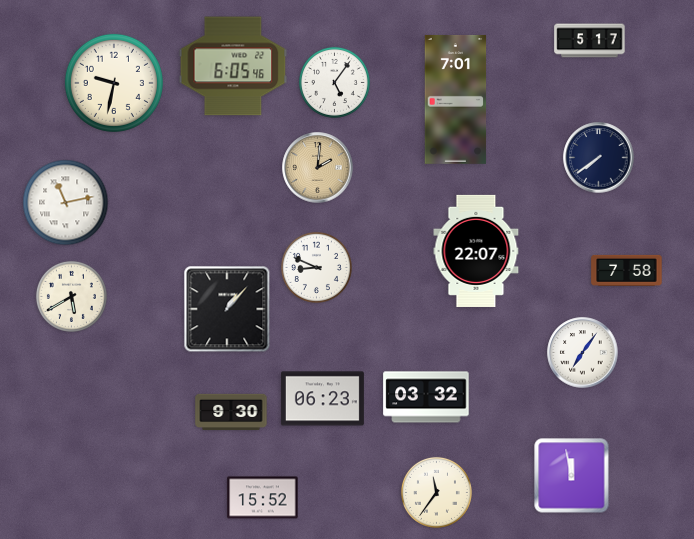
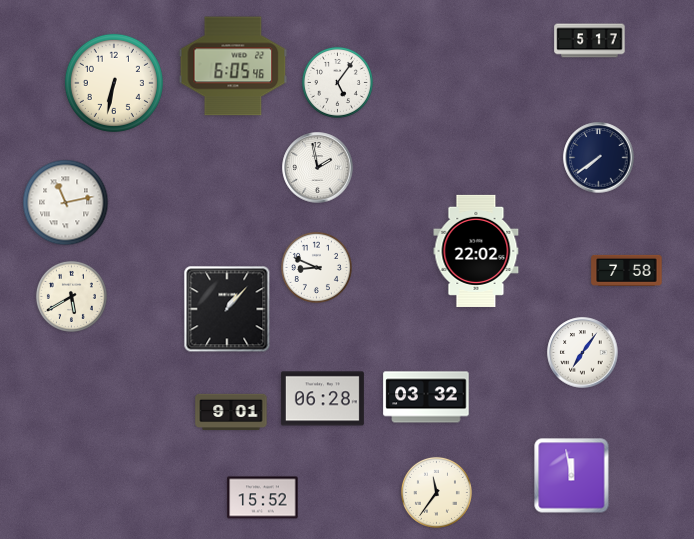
clock at (334, 82) position: (334, 82) -> (337, 82)
clock at (114, 83): 9:32 -> 6:32
clock at (456, 99): 7:01 -> none
clock at (318, 168): 2:01 -> 1:58
clock at (318, 168) dial: champagne -> white
clock at (476, 251): 22:07 -> 22:02
clock at (322, 399): 06:23 -> 06:28
clock at (231, 412): 9:30 -> 9:01
